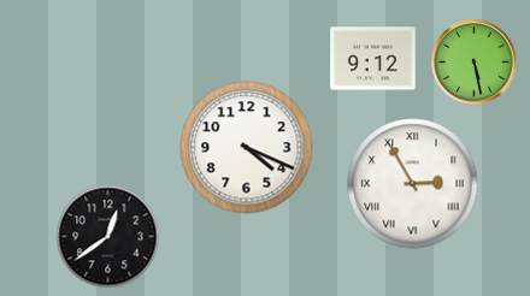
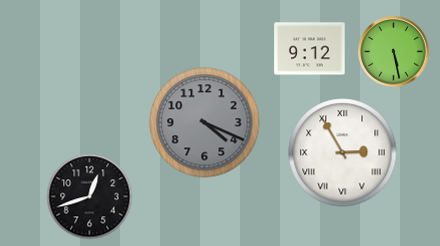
clock at (247, 148) dial: white -> grey
clock at (108, 237): 12:39 -> 12:42
